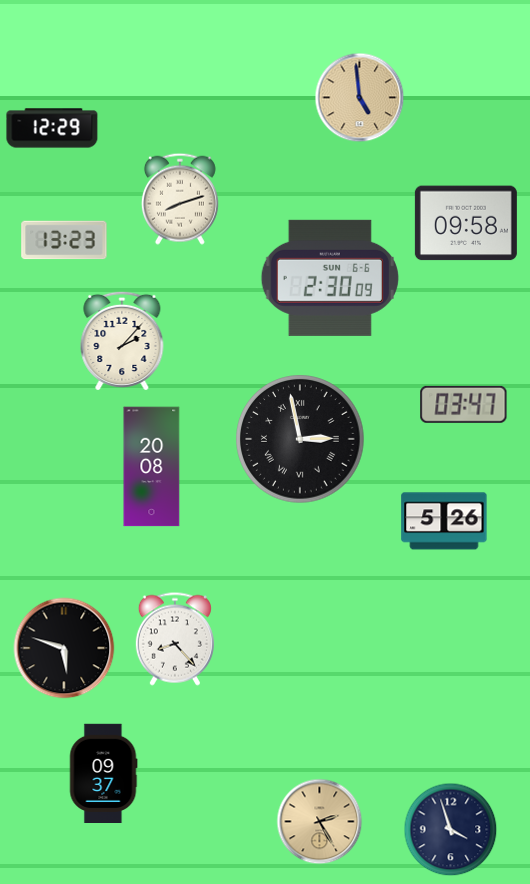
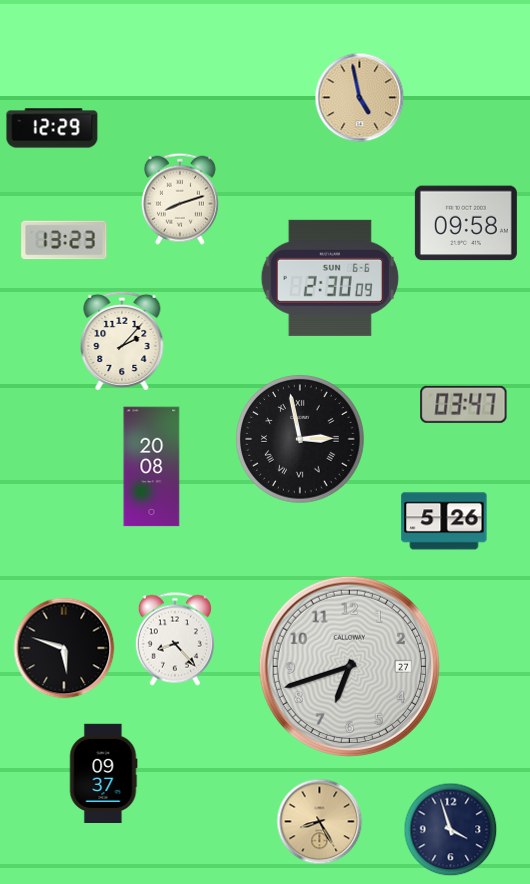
clock at (360, 98): 4:59 -> 4:58
clock at (349, 666): none -> 6:42
clock at (320, 822): 2:25 -> 8:25
